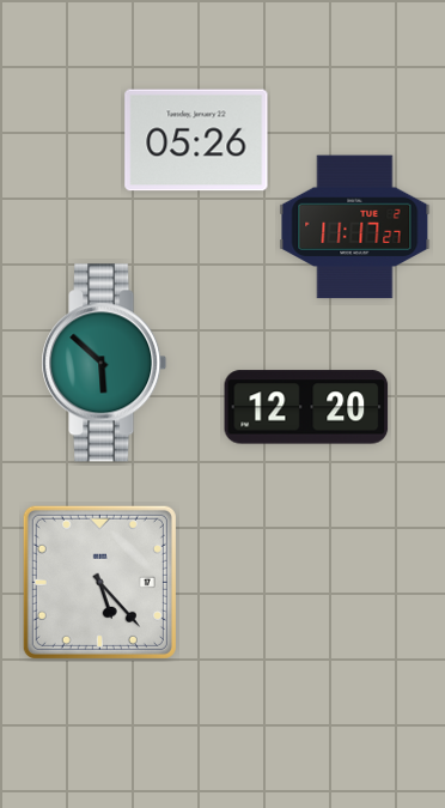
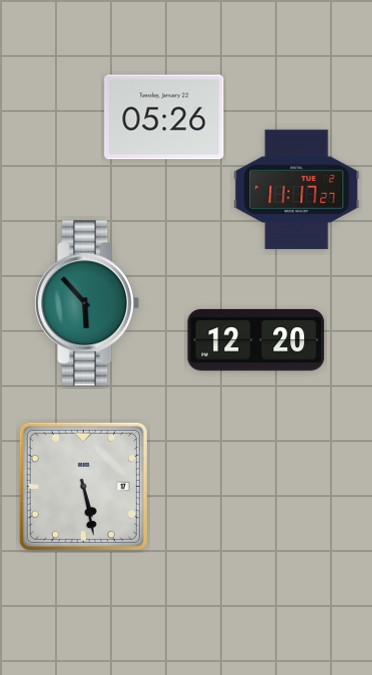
clock at (104, 363): 5:52 -> 5:53
clock at (99, 582): 5:23 -> 5:28
